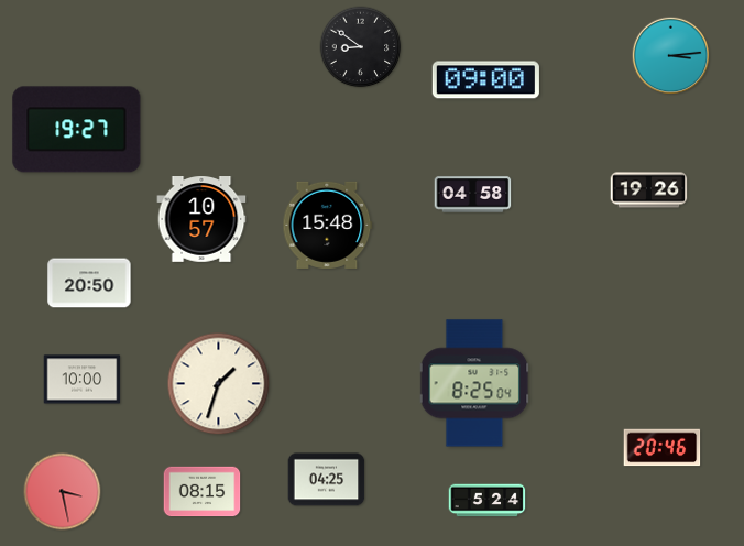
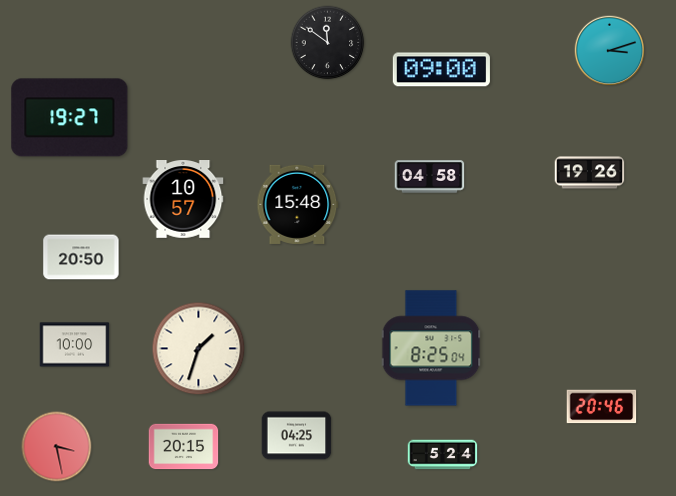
clock at (361, 47): 8:51 -> 11:51
clock at (671, 56): 3:14 -> 3:12
clock at (485, 80) position: (485, 80) -> (441, 70)
clock at (203, 492): 08:15 -> 20:15
